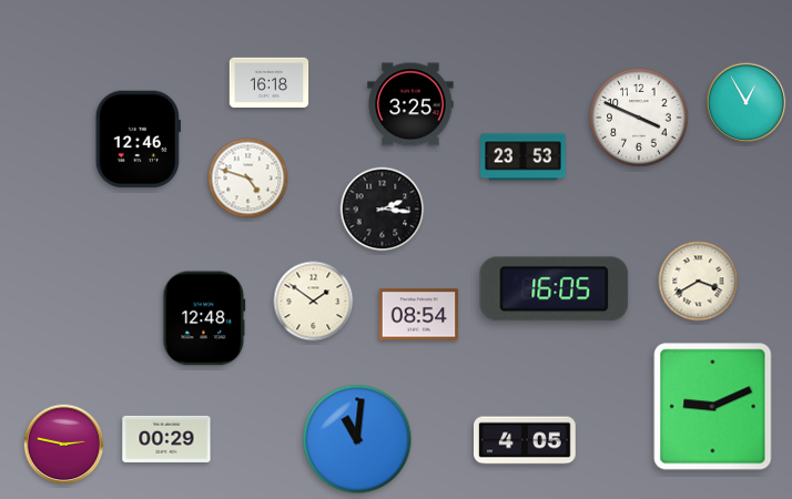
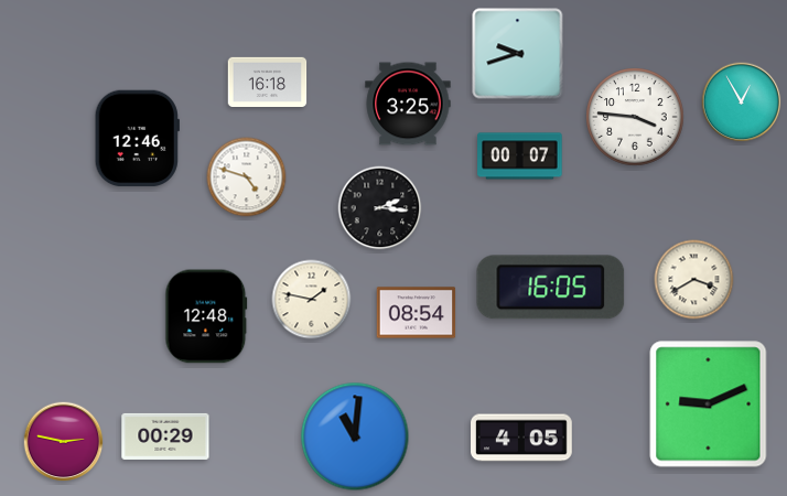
clock at (518, 54): none -> 9:42
clock at (639, 118): 3:49 -> 3:46
clock at (524, 157): 23:53 -> 00:07
clock at (314, 302): 1:51 -> 1:47
clock at (204, 318) position: (204, 318) -> (206, 316)
